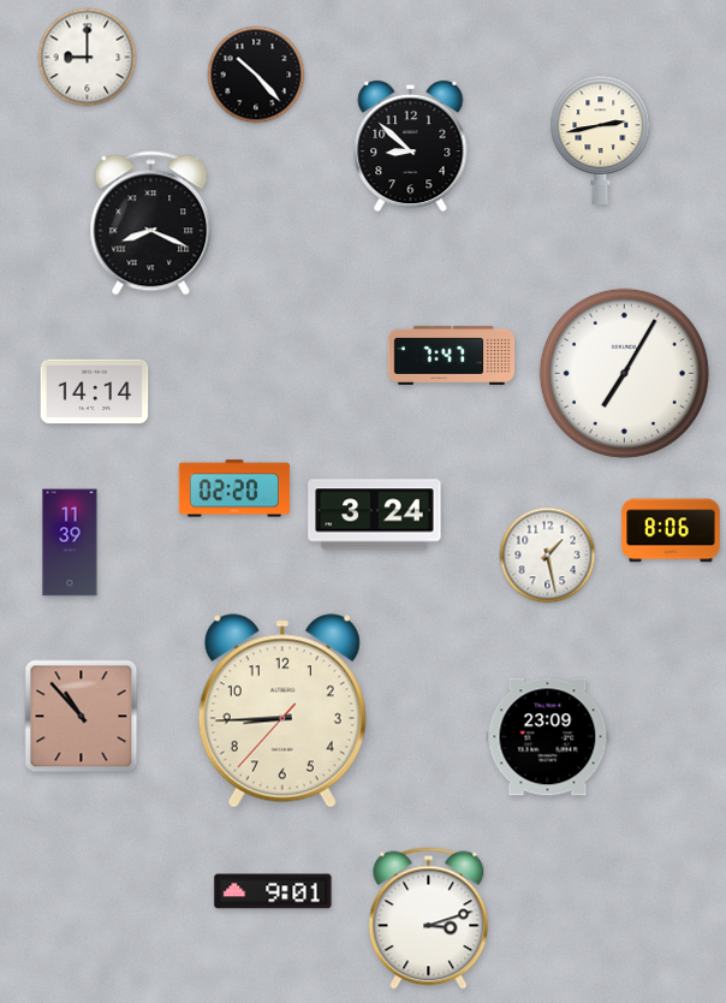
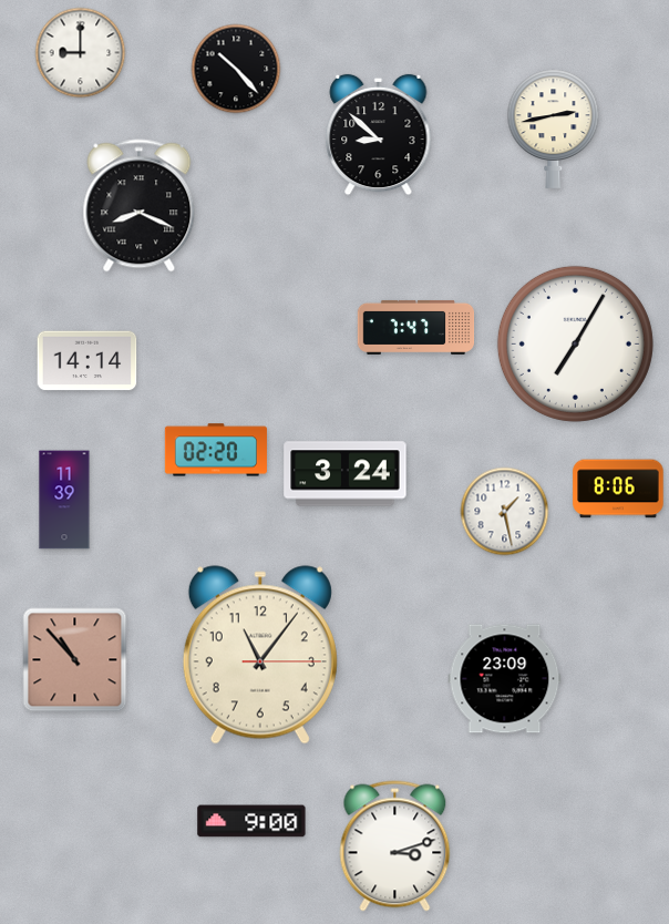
clock at (282, 711): 8:44 -> 11:06
clock at (273, 891): 9:01 -> 9:00
